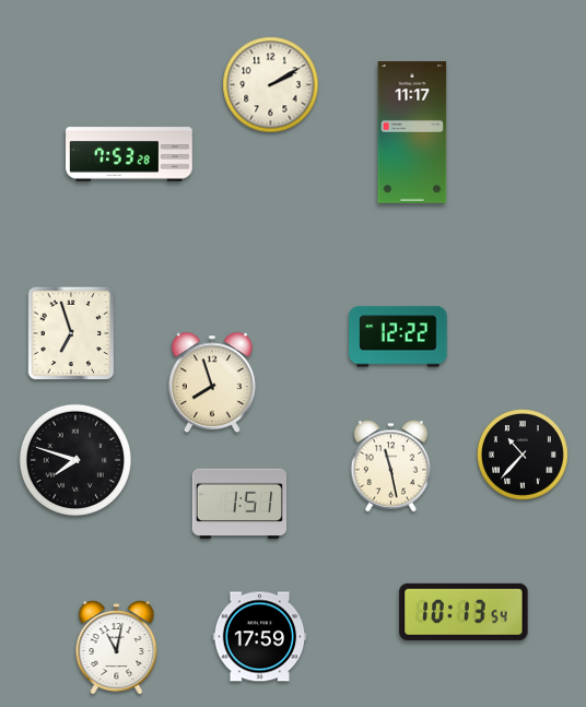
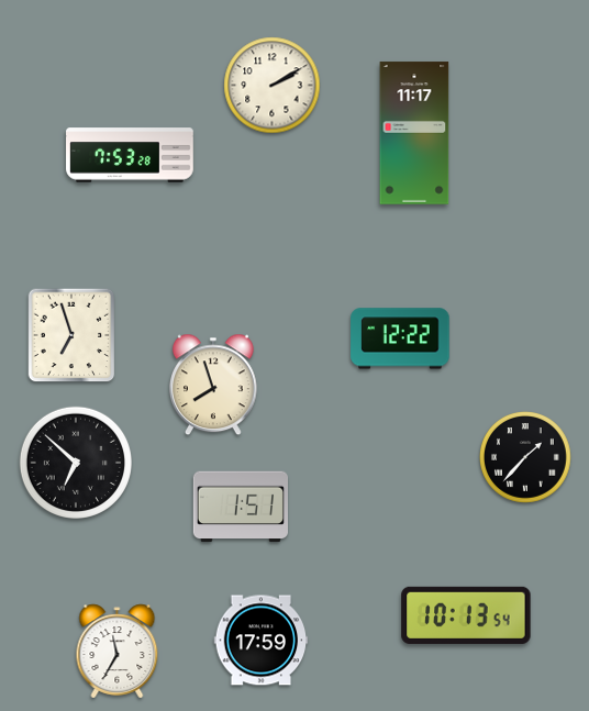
clock at (524, 456): 10:37 -> 1:37
clock at (75, 460): 7:48 -> 6:52
clock at (391, 467): 11:28 -> none
clock at (117, 648): 11:02 -> 11:35
